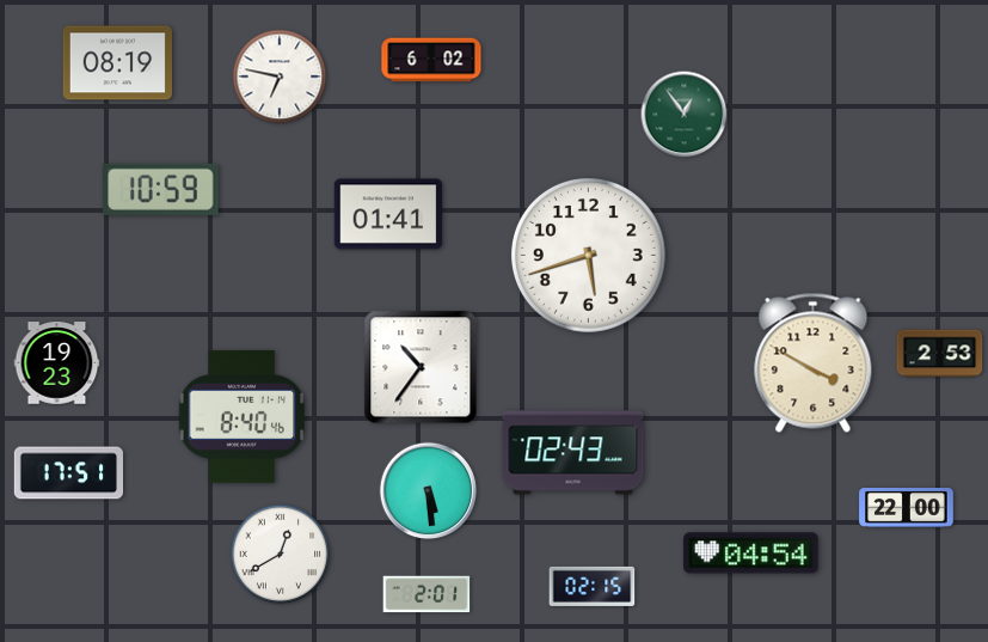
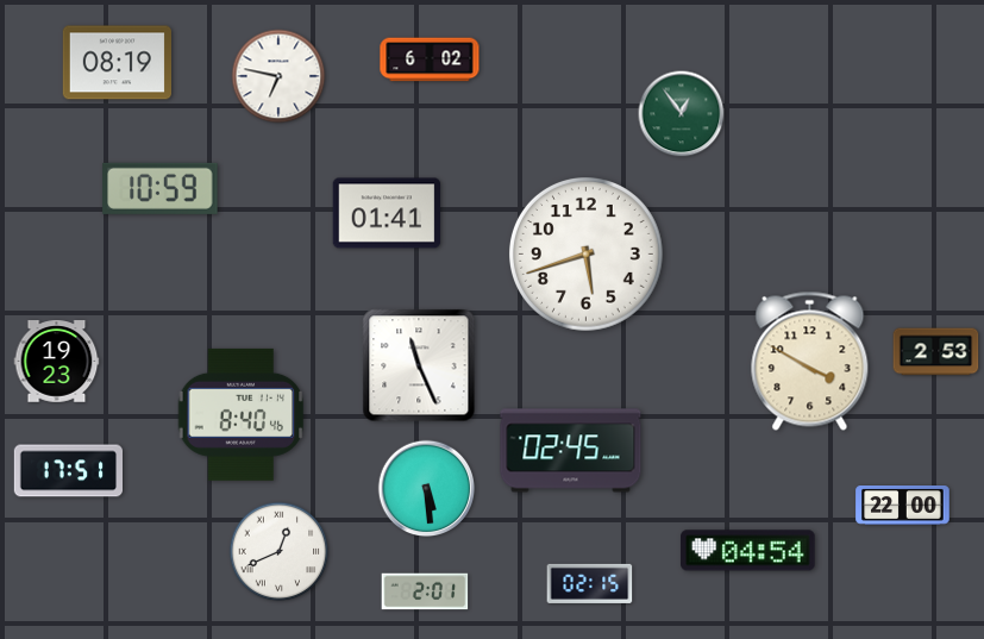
clock at (421, 367): 10:36 -> 11:26
clock at (573, 453): 02:43 -> 02:45
clock at (281, 555): 12:40 -> 12:41
